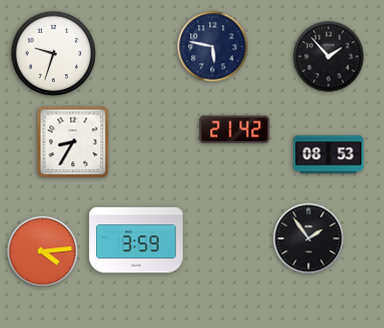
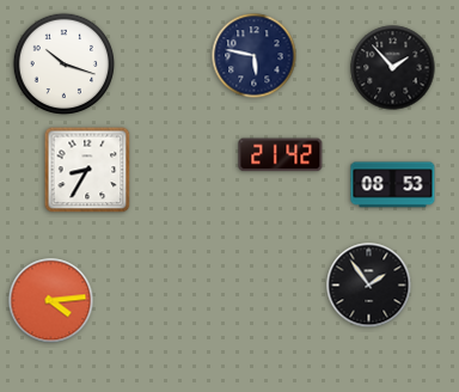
clock at (54, 54): 9:33 -> 10:18
clock at (136, 240): 3:59 -> none
